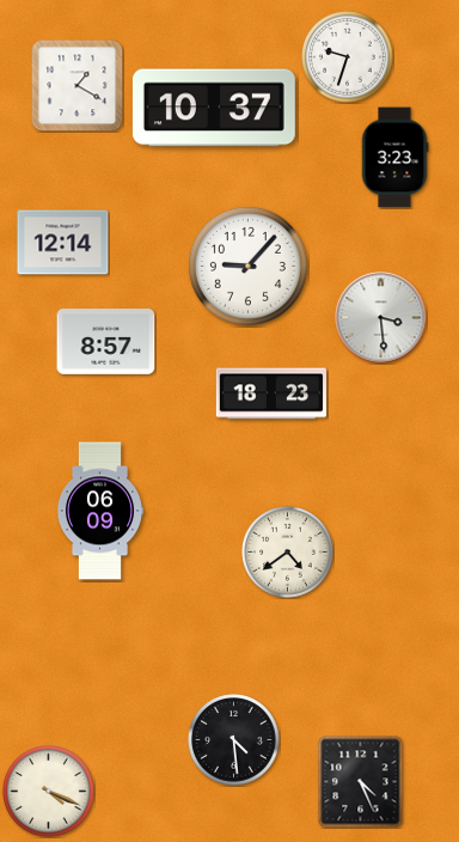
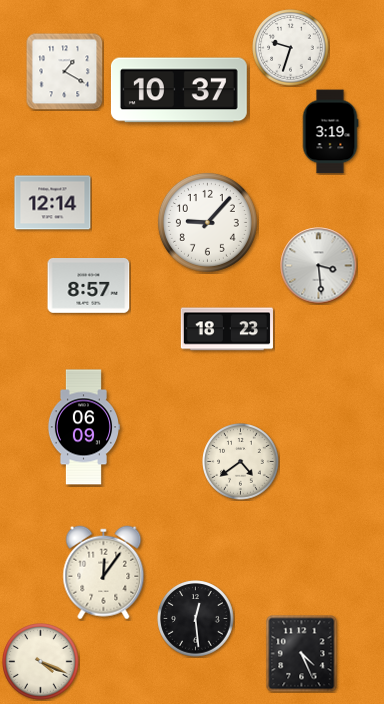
clock at (394, 158): 3:23 -> 3:19
clock at (104, 573): none -> 12:06
clock at (234, 740): 4:29 -> 12:29
